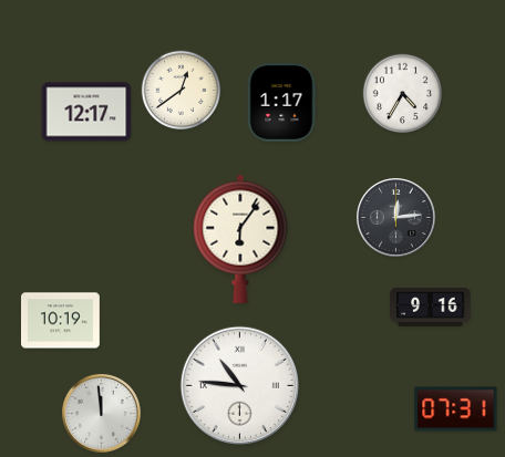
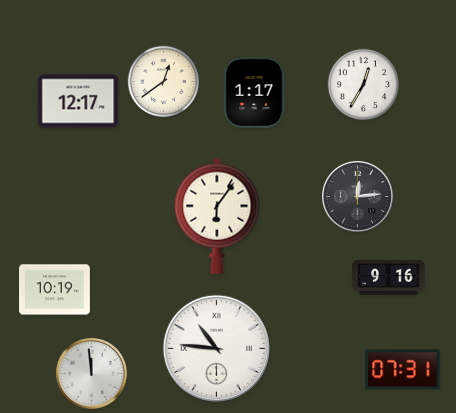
clock at (403, 94): 4:35 -> 12:35
clock at (456, 409) position: (456, 409) -> (403, 370)
